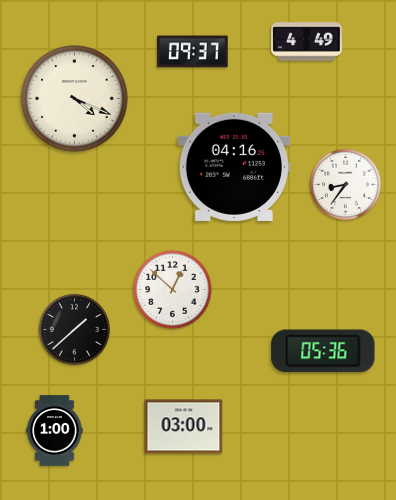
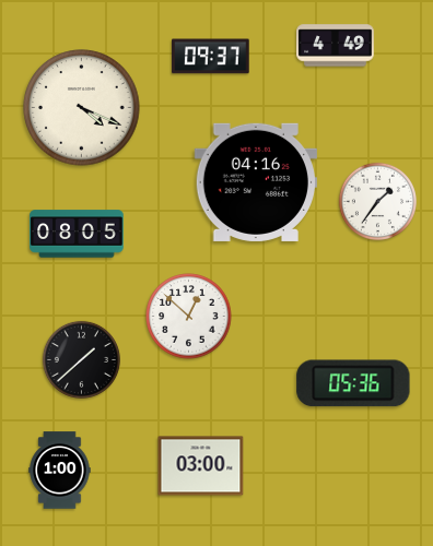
clock at (345, 184): 8:36 -> 1:36
clock at (77, 234): none -> 08:05
